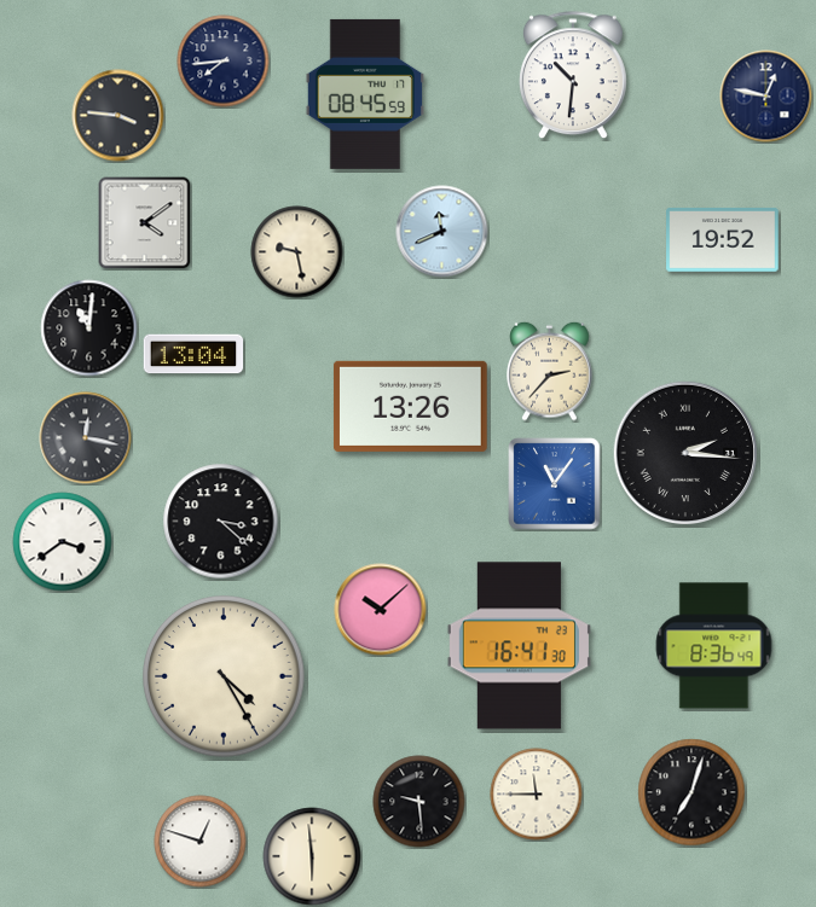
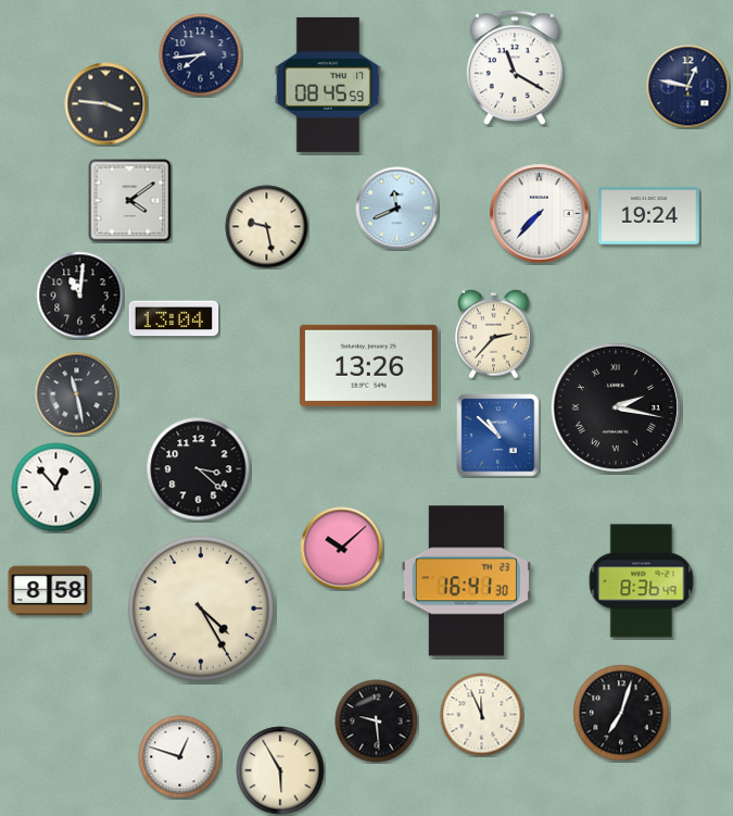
clock at (573, 76): 10:31 -> 11:20
clock at (540, 214): none -> 7:37
clock at (723, 239): 19:52 -> 19:24
clock at (86, 438): 12:17 -> 11:28
clock at (684, 452): 2:16 -> 2:17
clock at (555, 484): 11:06 -> 10:52
clock at (63, 542): 3:39 -> 12:53
clock at (50, 591): none -> 8:58
clock at (537, 795): 11:45 -> 11:56
clock at (312, 856): 5:59 -> 5:55
